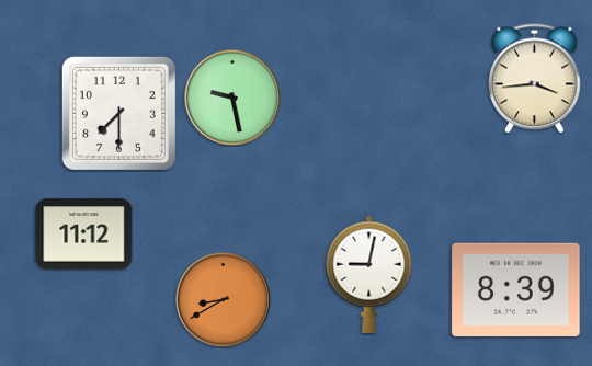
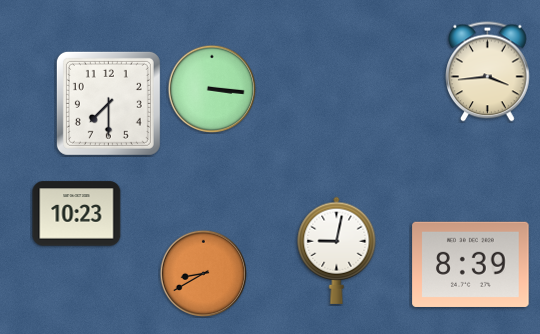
clock at (232, 98): 9:28 -> 3:16
clock at (84, 235): 11:12 -> 10:23
